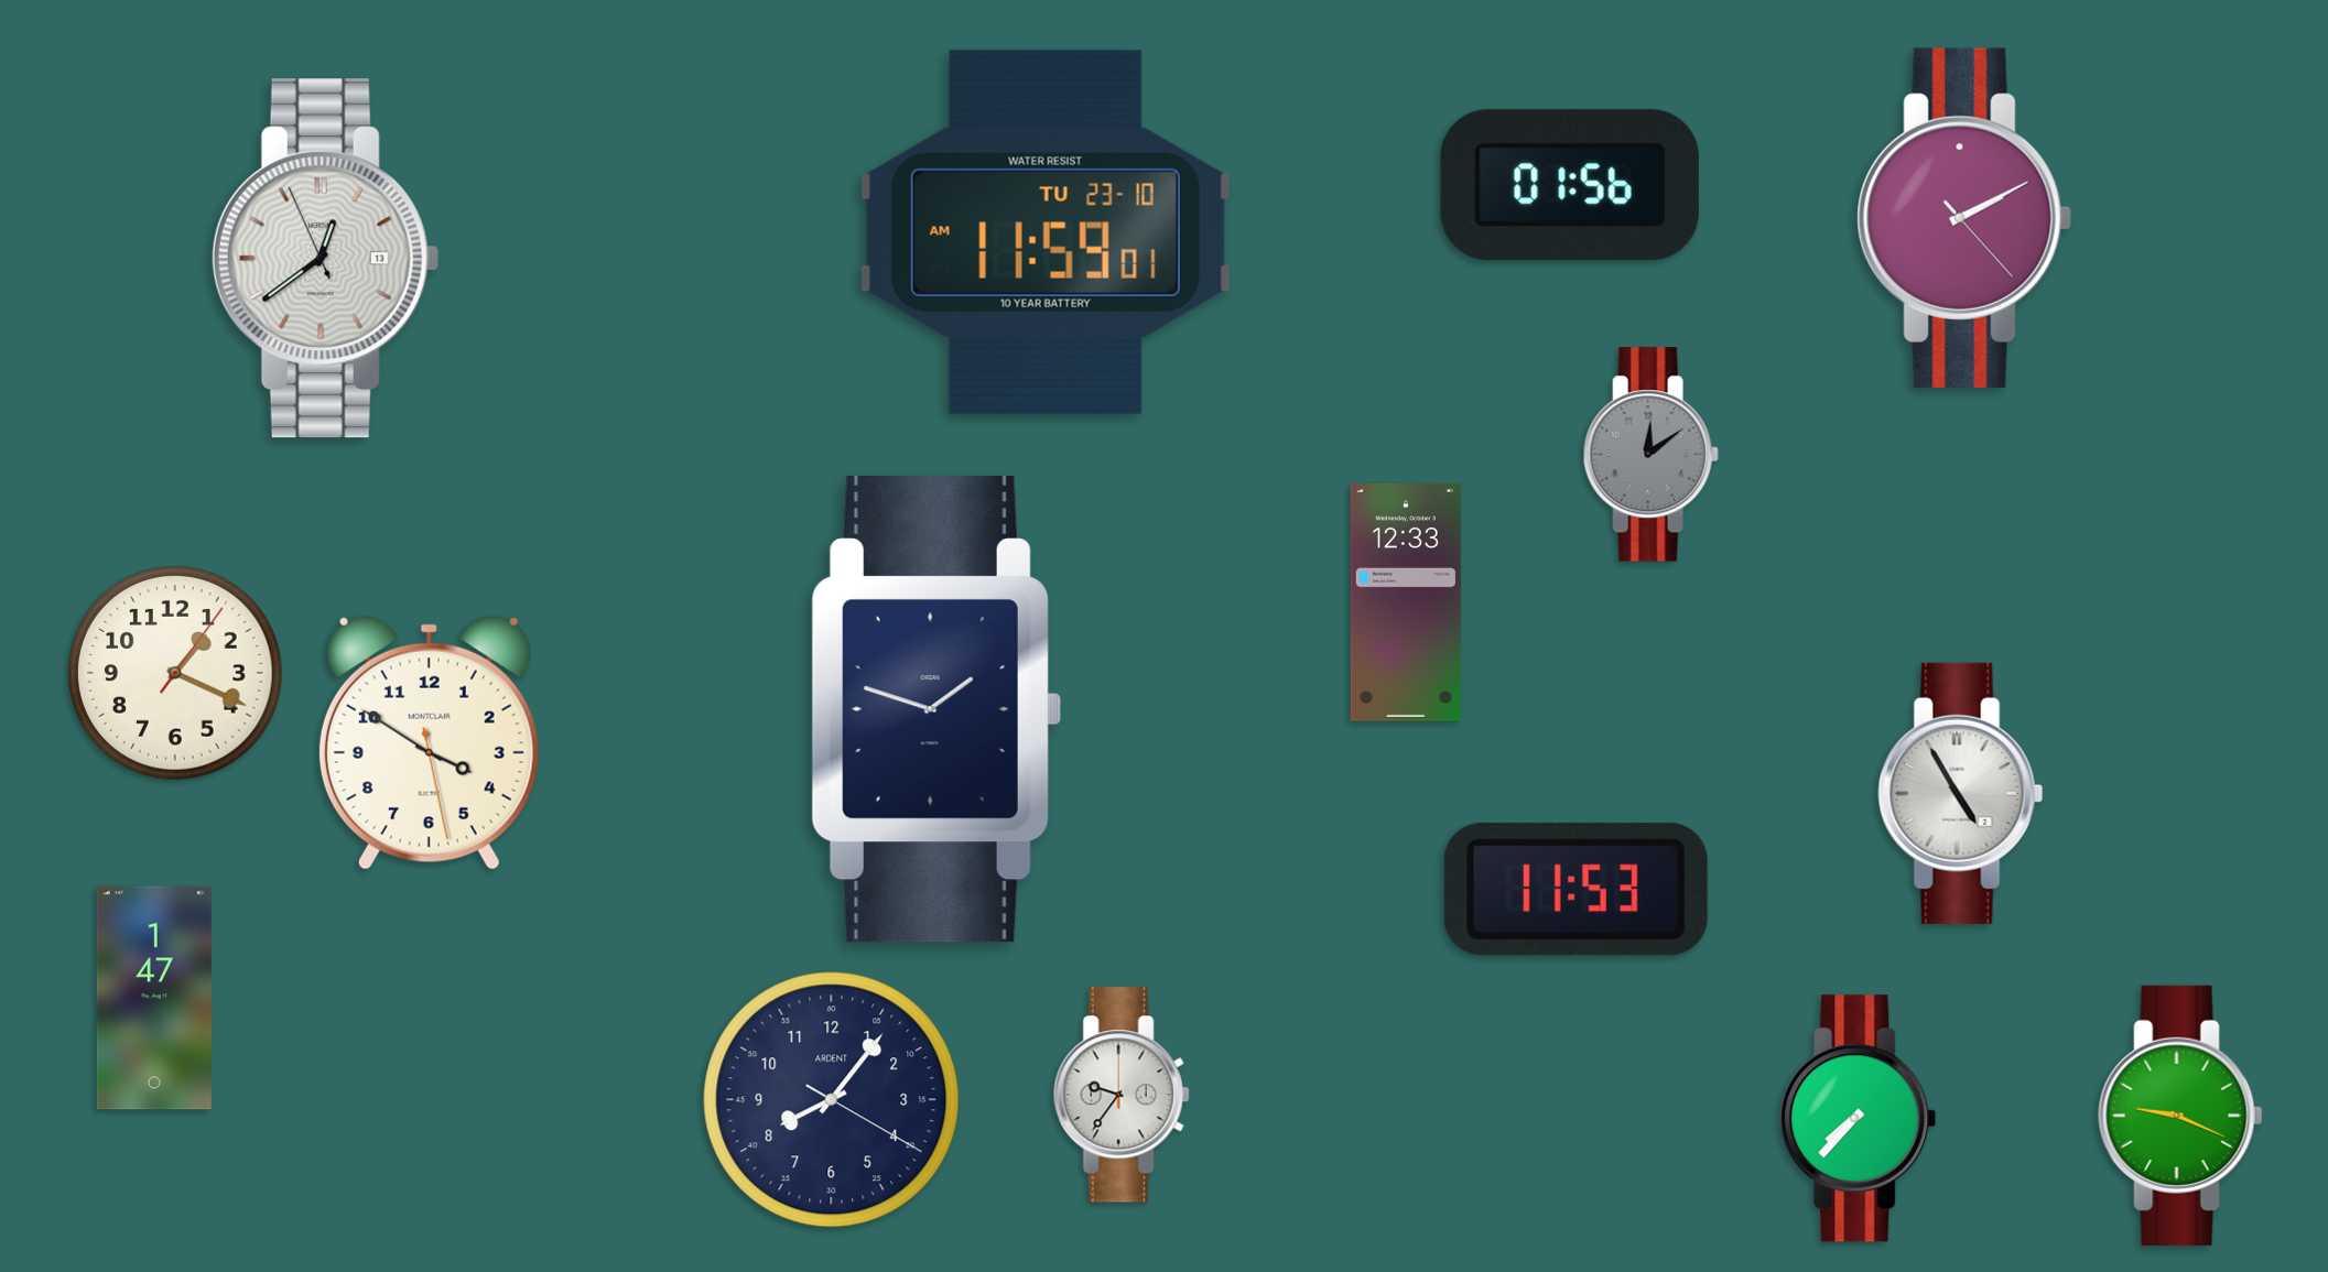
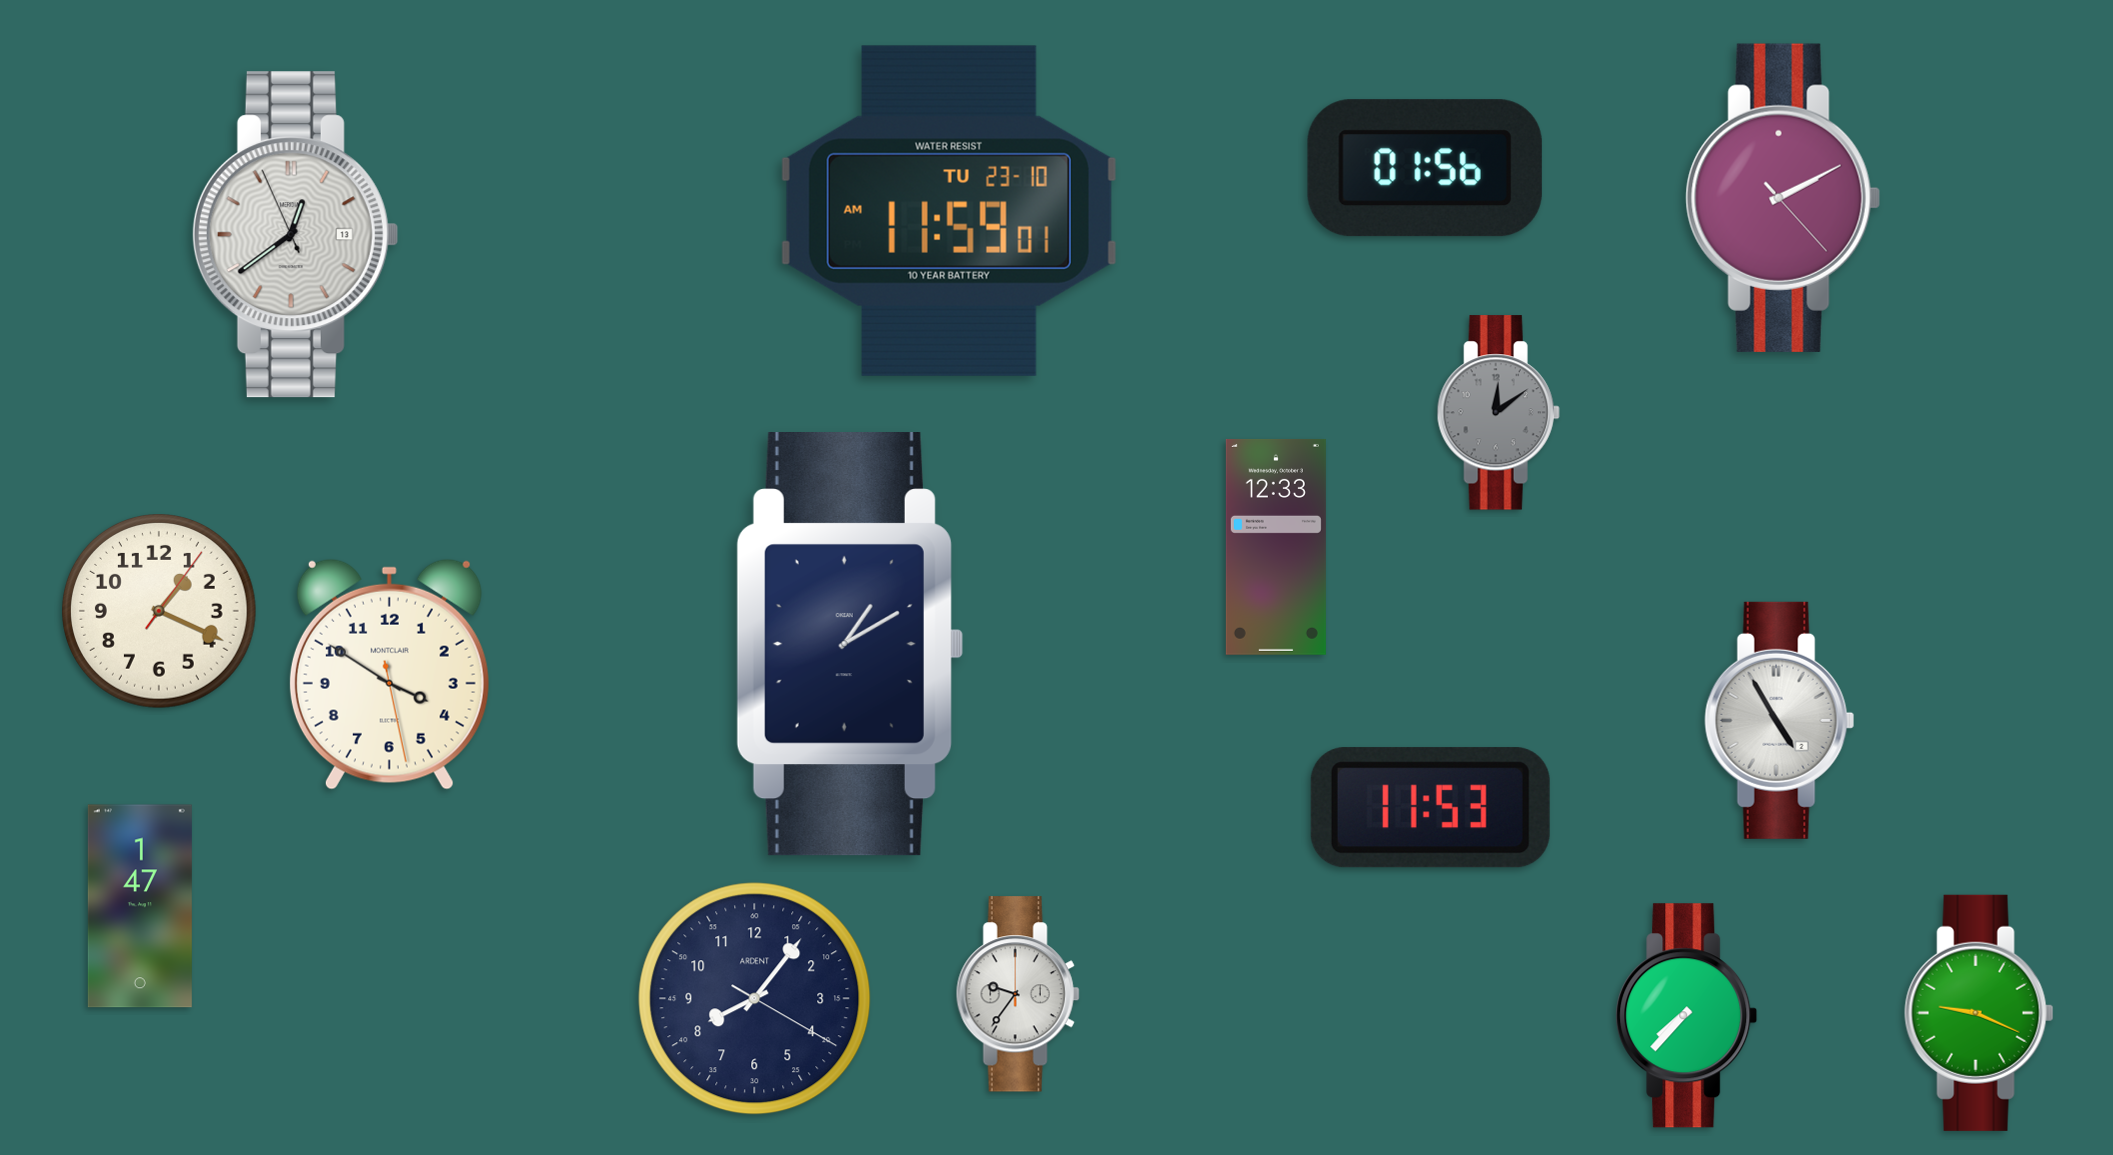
clock at (936, 710): 1:48 -> 1:10
